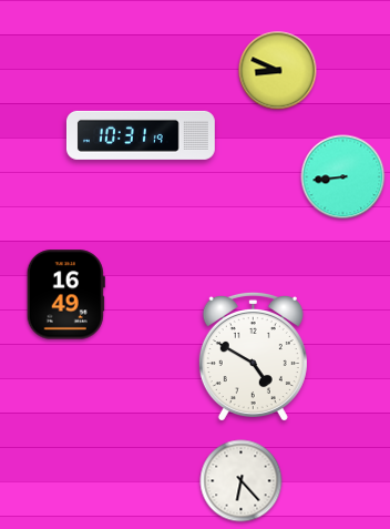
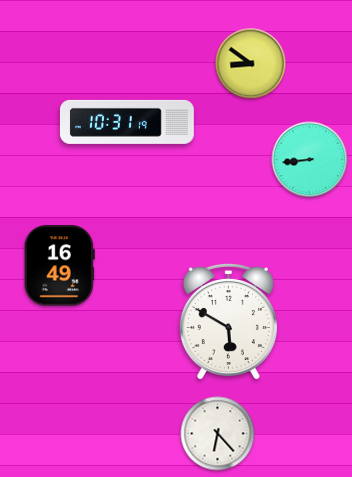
clock at (278, 71): 8:49 -> 8:51
clock at (253, 356): 4:50 -> 5:50
